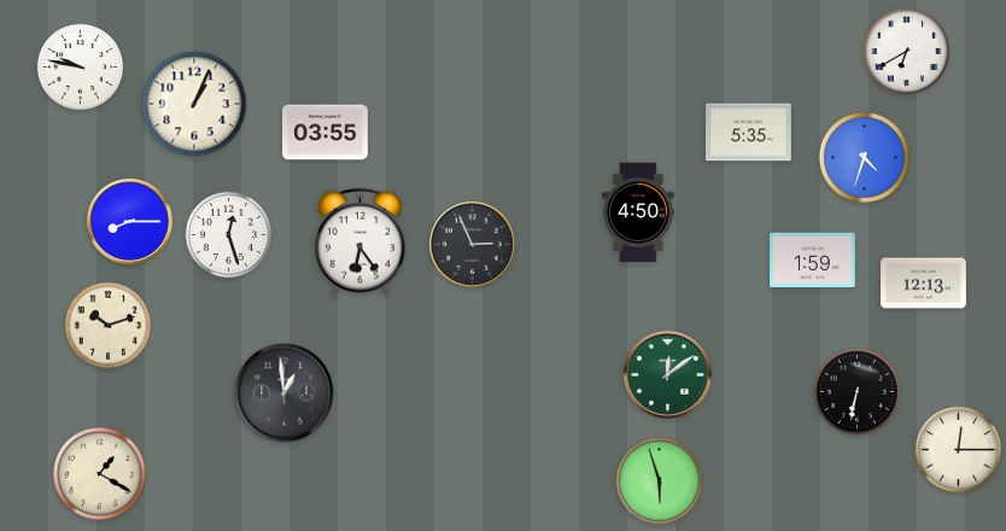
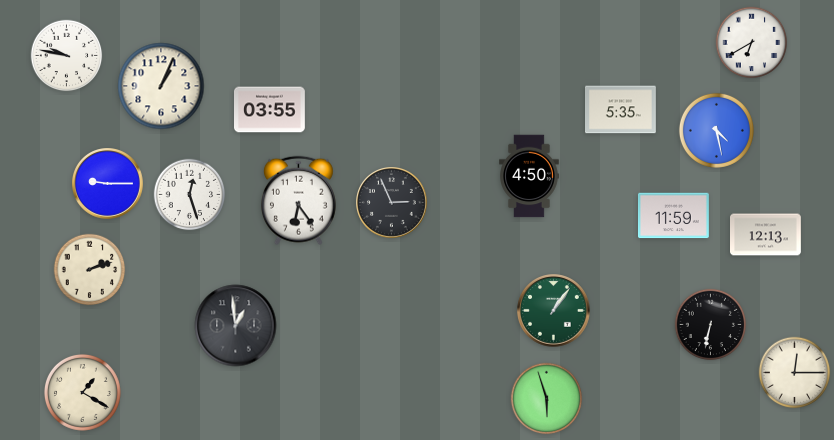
clock at (864, 157): 4:33 -> 4:28
clock at (130, 222): 8:15 -> 9:15
clock at (813, 261): 1:59 -> 11:59
clock at (109, 326): 10:12 -> 2:12
clock at (668, 375): 12:09 -> 1:06
